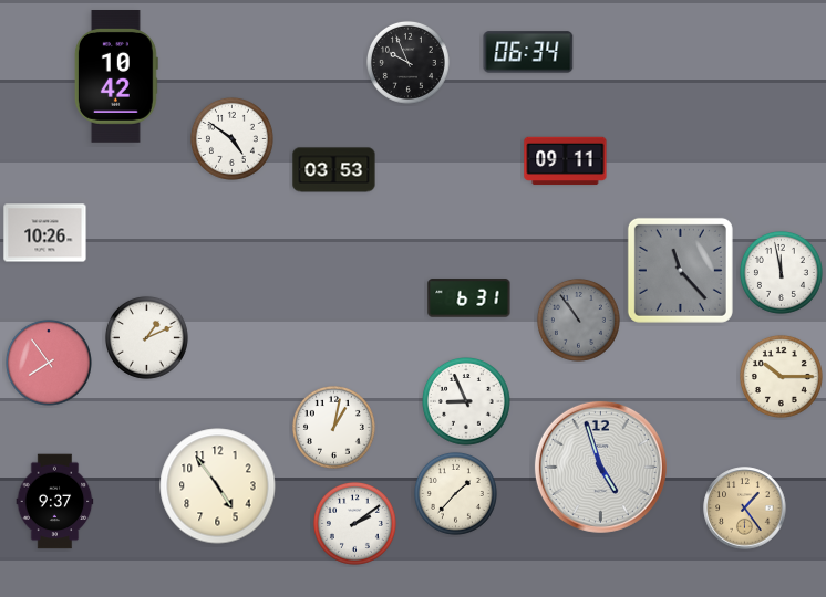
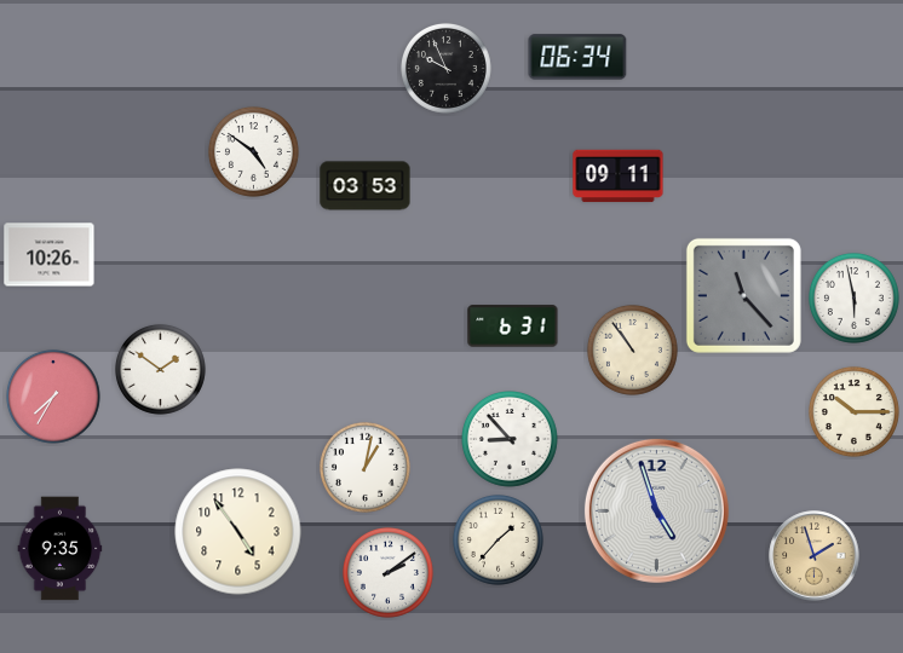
clock at (116, 77): 10:42 -> none
clock at (781, 272): 11:58 -> 5:58
clock at (578, 320) dial: grey -> cream
clock at (146, 337): 1:11 -> 1:51
clock at (49, 363): 7:54 -> 7:35
clock at (467, 402): 8:56 -> 8:53
clock at (55, 502): 9:37 -> 9:35
clock at (745, 509): 1:24 -> 1:57
